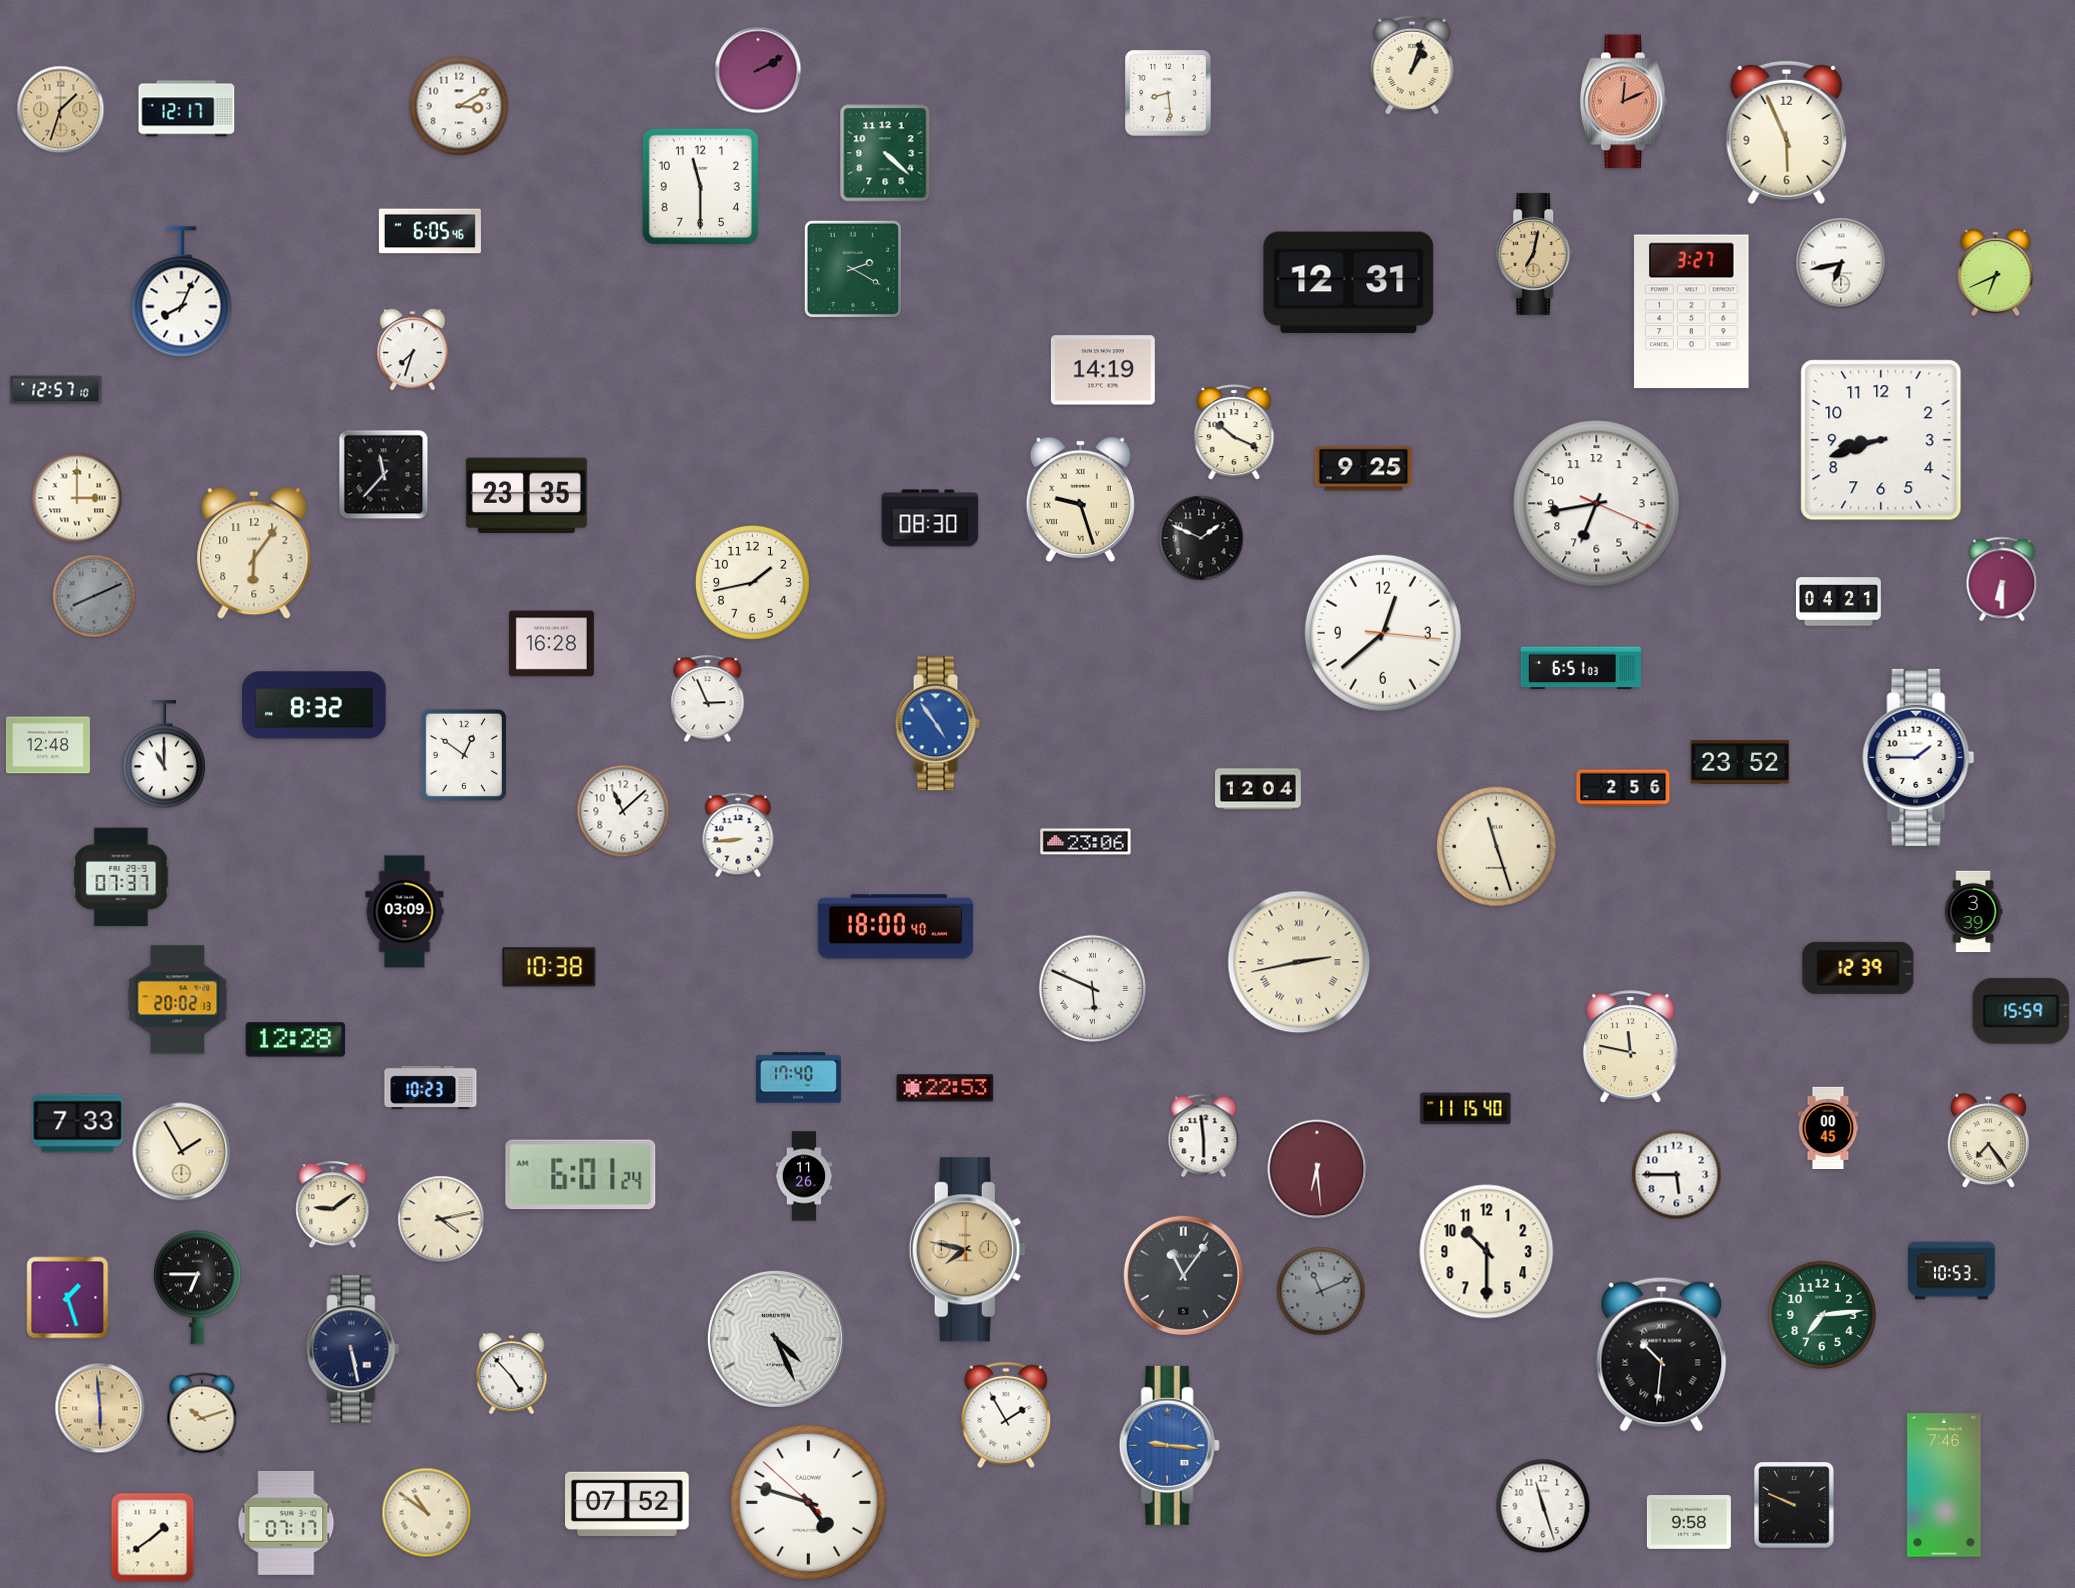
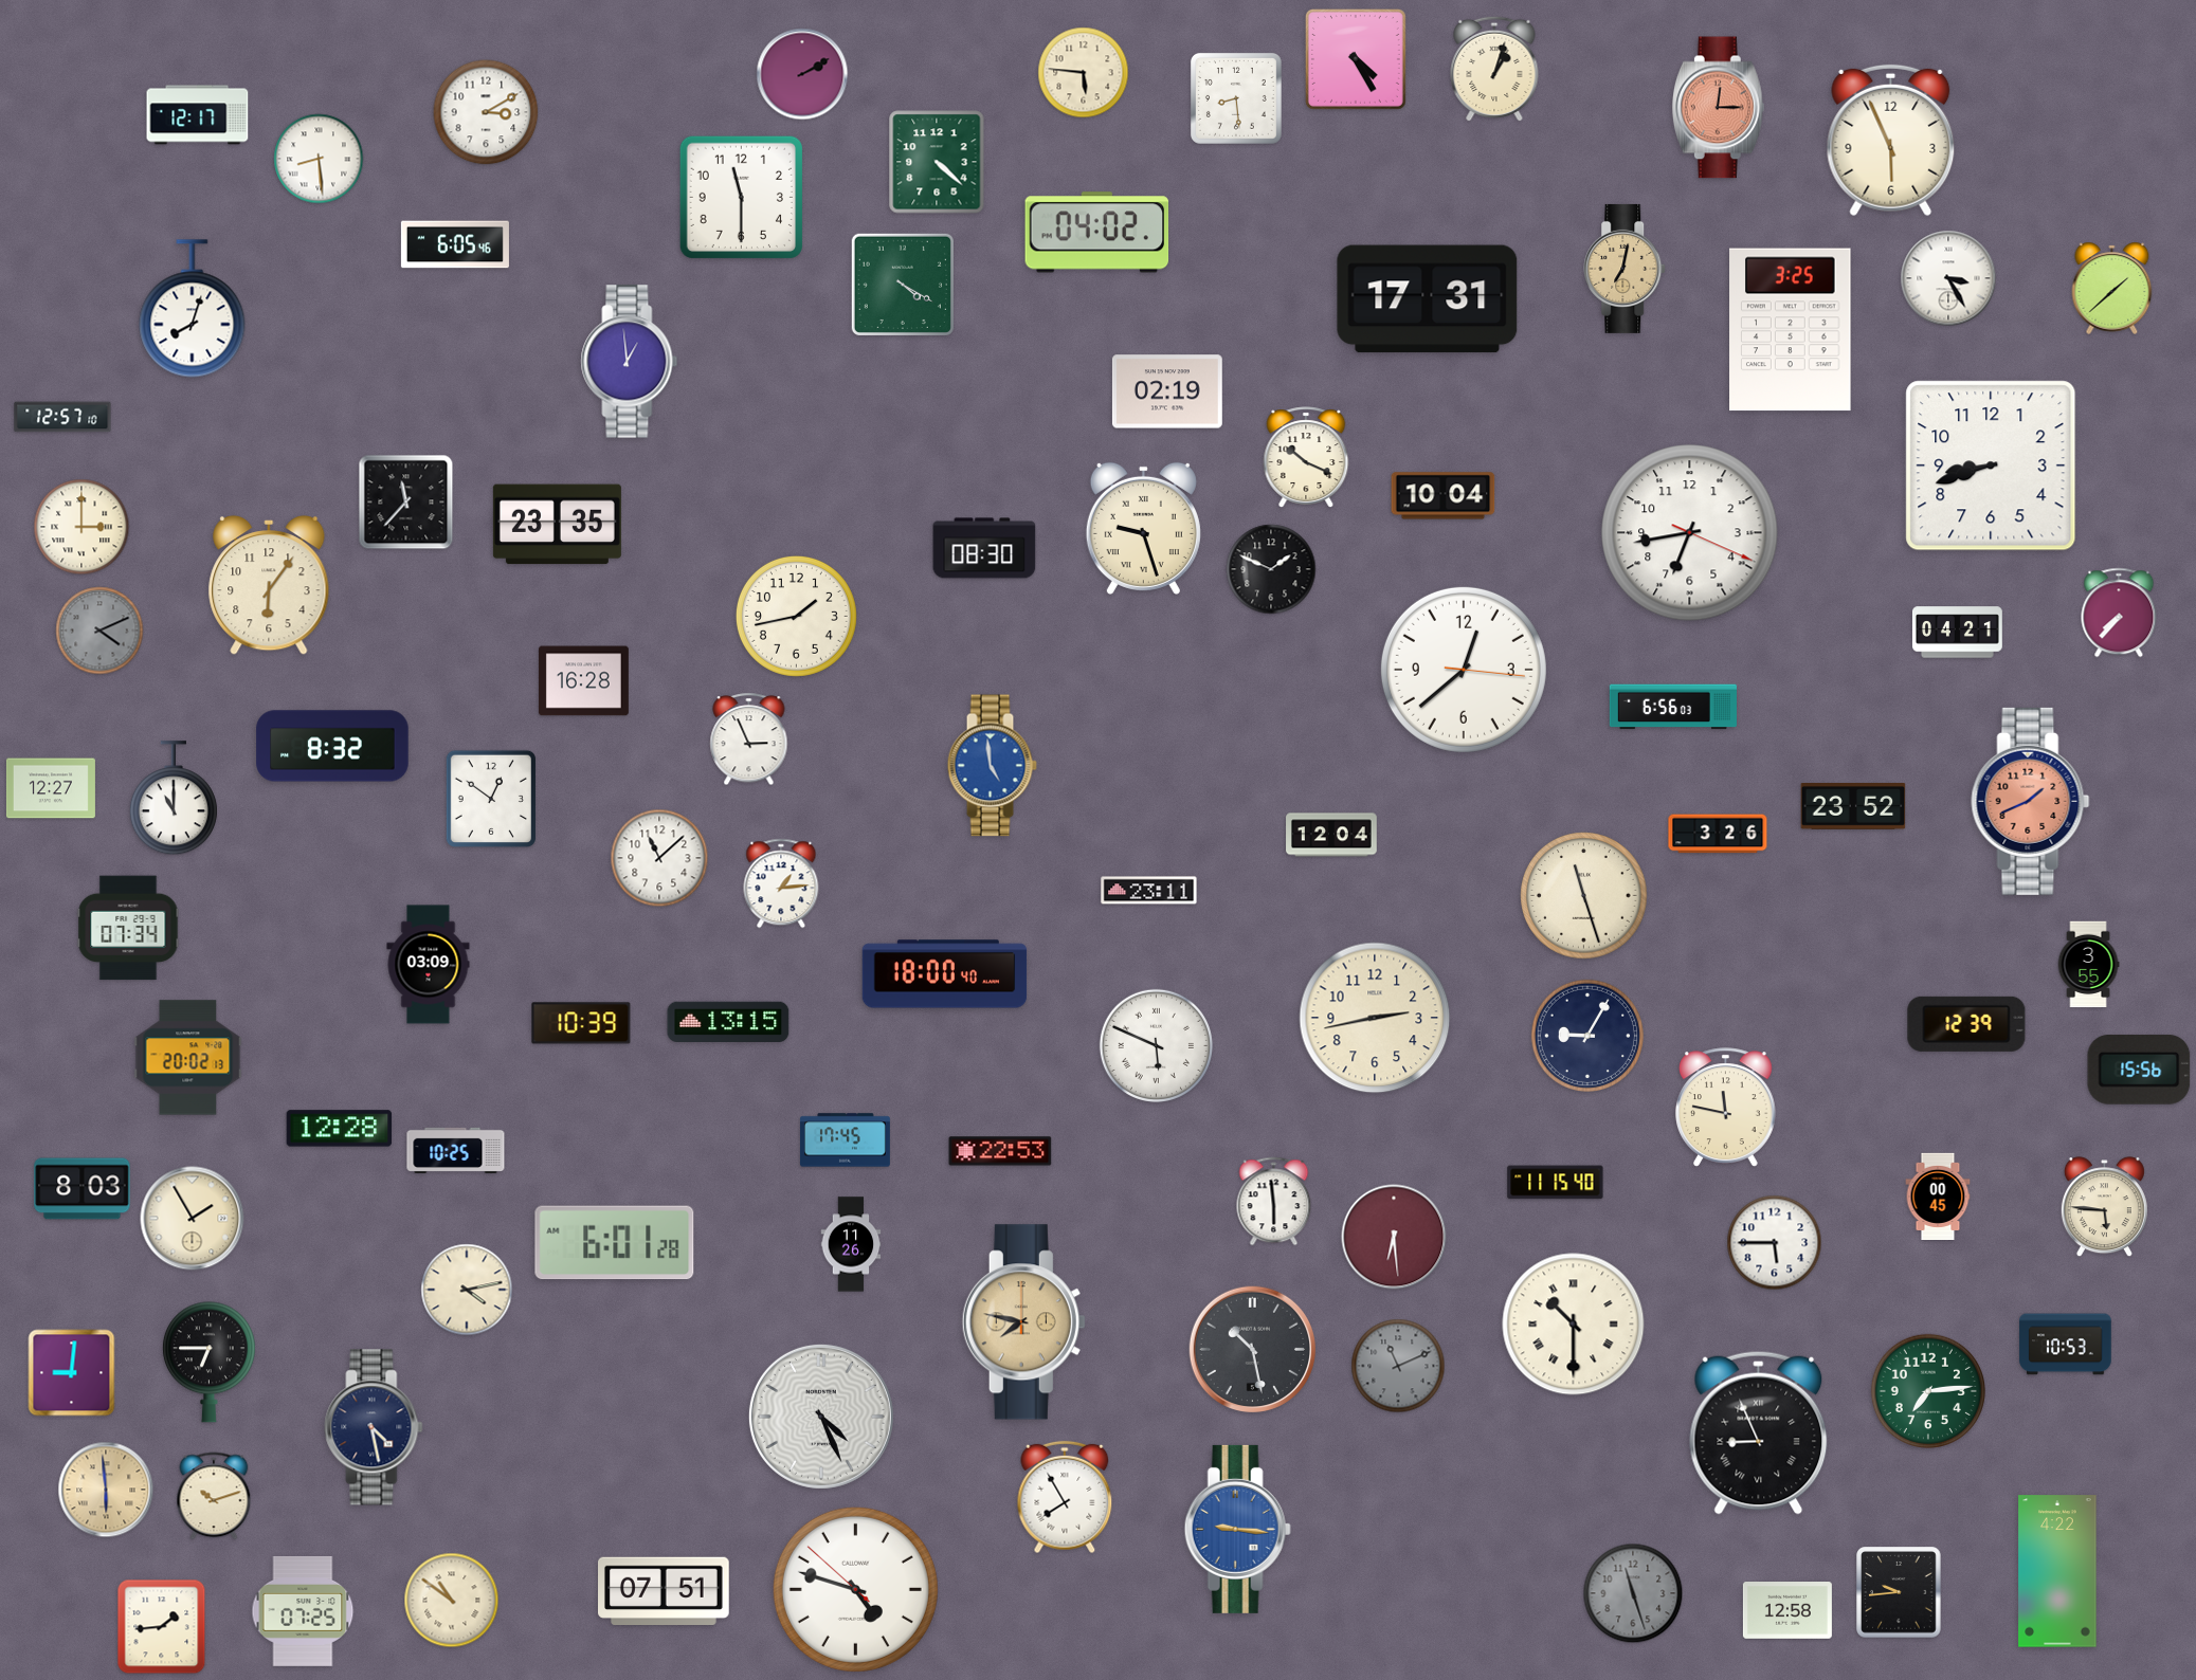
clock at (1356, 59): none -> 4:25
clock at (1084, 73): none -> 5:46
clock at (1623, 102): 12:11 -> 12:15
clock at (61, 110): 1:33 -> none
clock at (319, 159): none -> 8:29
clock at (1097, 233): none -> 04:02
clock at (1841, 263): 6:43 -> 3:25
clock at (853, 269): 2:20 -> 4:20
clock at (1996, 272): 6:41 -> 1:38
clock at (1349, 283): 12:31 -> 17:31
clock at (182, 292): 8:04 -> 8:03
clock at (1692, 312): 3:27 -> 3:25
clock at (630, 362): none -> 12:59
clock at (413, 350): 7:33 -> none
clock at (1103, 370): 14:19 -> 02:19
clock at (56, 390) position: (56, 390) -> (62, 417)
clock at (1364, 469): 9:25 -> 10:04
clock at (2002, 579): 6:30 -> 7:37
clock at (94, 596): 8:11 -> 4:11
clock at (1838, 602) position: (1838, 602) -> (1957, 633)
clock at (1581, 668): 6:51 -> 6:56
clock at (937, 724): 4:54 -> 4:59
clock at (48, 745): 12:48 -> 12:27
clock at (1919, 757): 1:45 -> 1:41
clock at (1919, 757) dial: white -> salmon
clock at (1740, 763) position: (1740, 763) -> (1853, 807)
clock at (1623, 788): 2:56 -> 3:26
clock at (738, 835): 8:44 -> 1:14
clock at (1086, 842): 23:06 -> 23:11
clock at (121, 877): 07:37 -> 07:34
clock at (1973, 912): 3:39 -> 3:55
clock at (896, 927) position: (896, 927) -> (945, 974)
clock at (1299, 962) numerals: Roman -> Arabic
clock at (728, 1021): none -> 13:15
clock at (549, 967): 10:38 -> 10:39
clock at (1586, 1035): none -> 9:05
clock at (2021, 1011): 15:59 -> 15:56
clock at (296, 1040) position: (296, 1040) -> (340, 1129)
clock at (798, 1078): 17:40 -> 17:45
clock at (431, 1087): 10:23 -> 10:25
clock at (1466, 1109) position: (1466, 1109) -> (1556, 1183)
clock at (78, 1124): 7:33 -> 8:03
clock at (1828, 1127) position: (1828, 1127) -> (1938, 1195)
clock at (1988, 1141): 7:24 -> 5:46
clock at (581, 1175): 6:01:24 -> 6:01:28
clock at (333, 1205): 9:09 -> none
clock at (1487, 1252) numerals: Arabic -> Roman
clock at (1183, 1276): 11:06 -> 10:28
clock at (68, 1298): 1:27 -> 9:01
clock at (353, 1349): 5:28 -> 4:28
clock at (1662, 1354): 10:31 -> 8:56
clock at (512, 1374): 4:53 -> none
clock at (1006, 1415): 1:55 -> 7:55
clock at (1944, 1485): 7:46 -> 4:22
clock at (628, 1503): 07:52 -> 07:51
clock at (1794, 1505): 9:49 -> 9:44
clock at (1543, 1506) dial: white -> grey
clock at (286, 1523): 07:17 -> 07:25
clock at (1689, 1523): 9:58 -> 12:58
clock at (153, 1538): 1:39 -> 1:44
